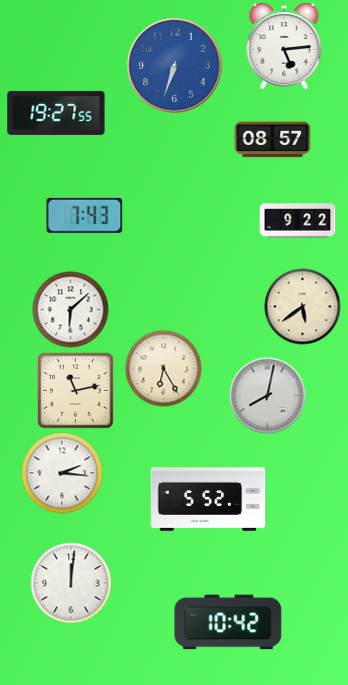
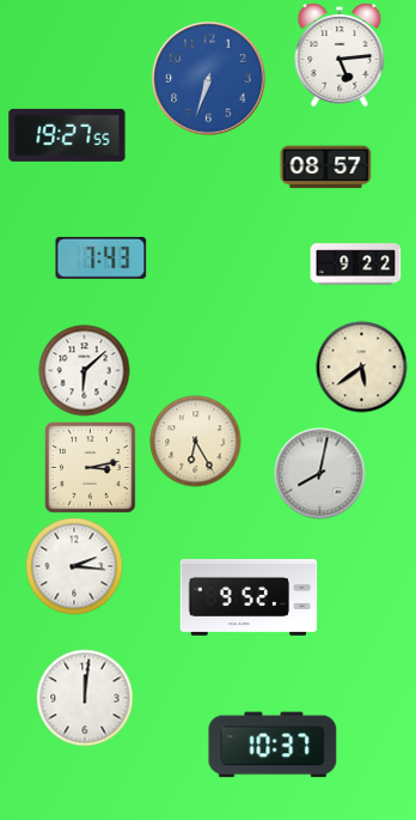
clock at (75, 390): 11:13 -> 3:13
clock at (208, 499): 5:52 -> 9:52
clock at (228, 622): 10:42 -> 10:37
